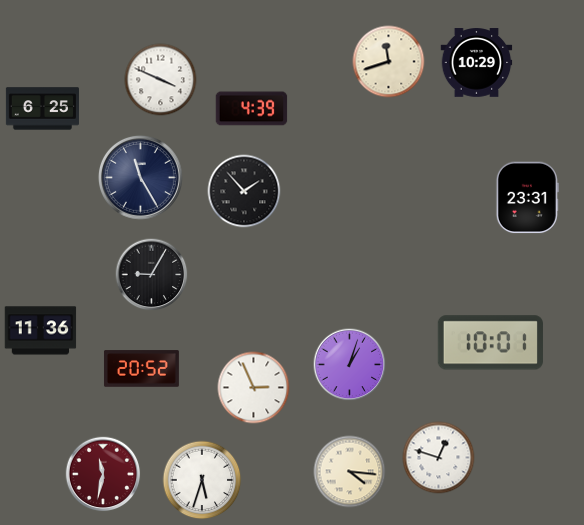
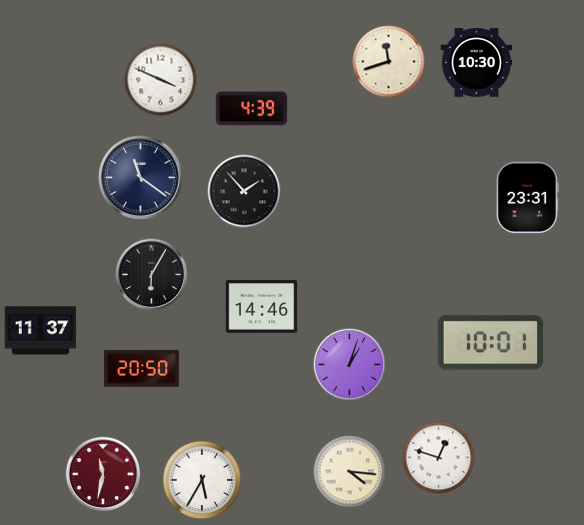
clock at (477, 63): 10:29 -> 10:30
clock at (42, 109): 6:25 -> none
clock at (140, 177): 11:25 -> 11:21
clock at (152, 275): 9:05 -> 6:05
clock at (262, 307): none -> 14:46
clock at (41, 331): 11:36 -> 11:37
clock at (141, 369): 20:52 -> 20:50
clock at (254, 388): 2:56 -> none
clock at (202, 480): 5:33 -> 5:35
